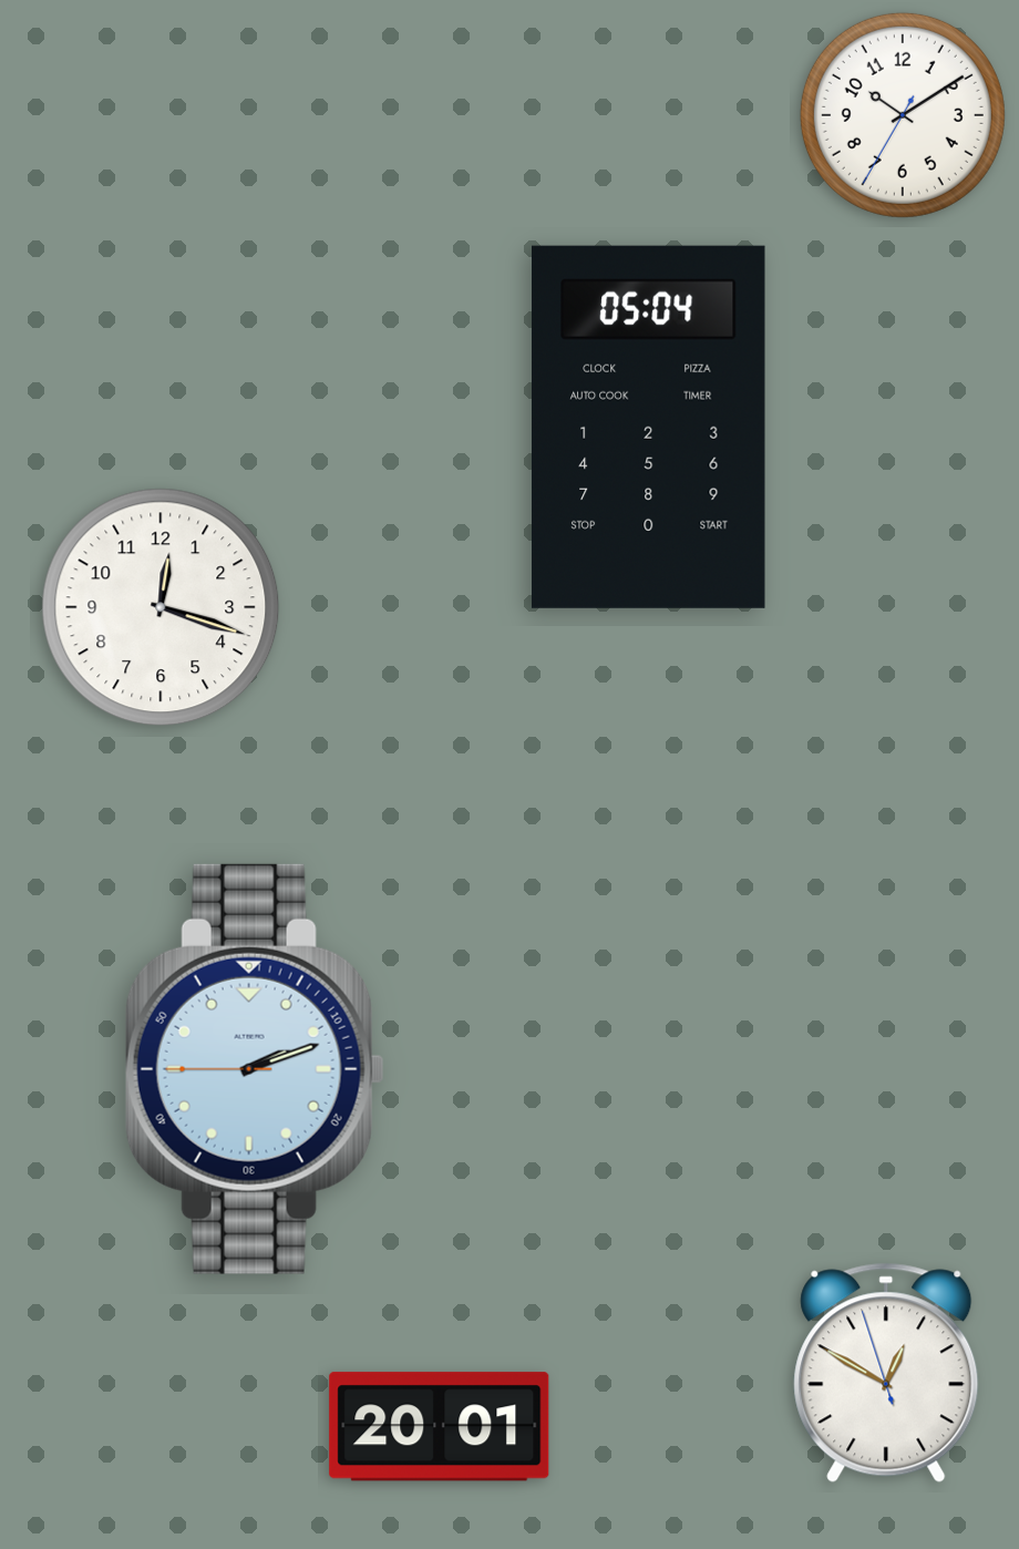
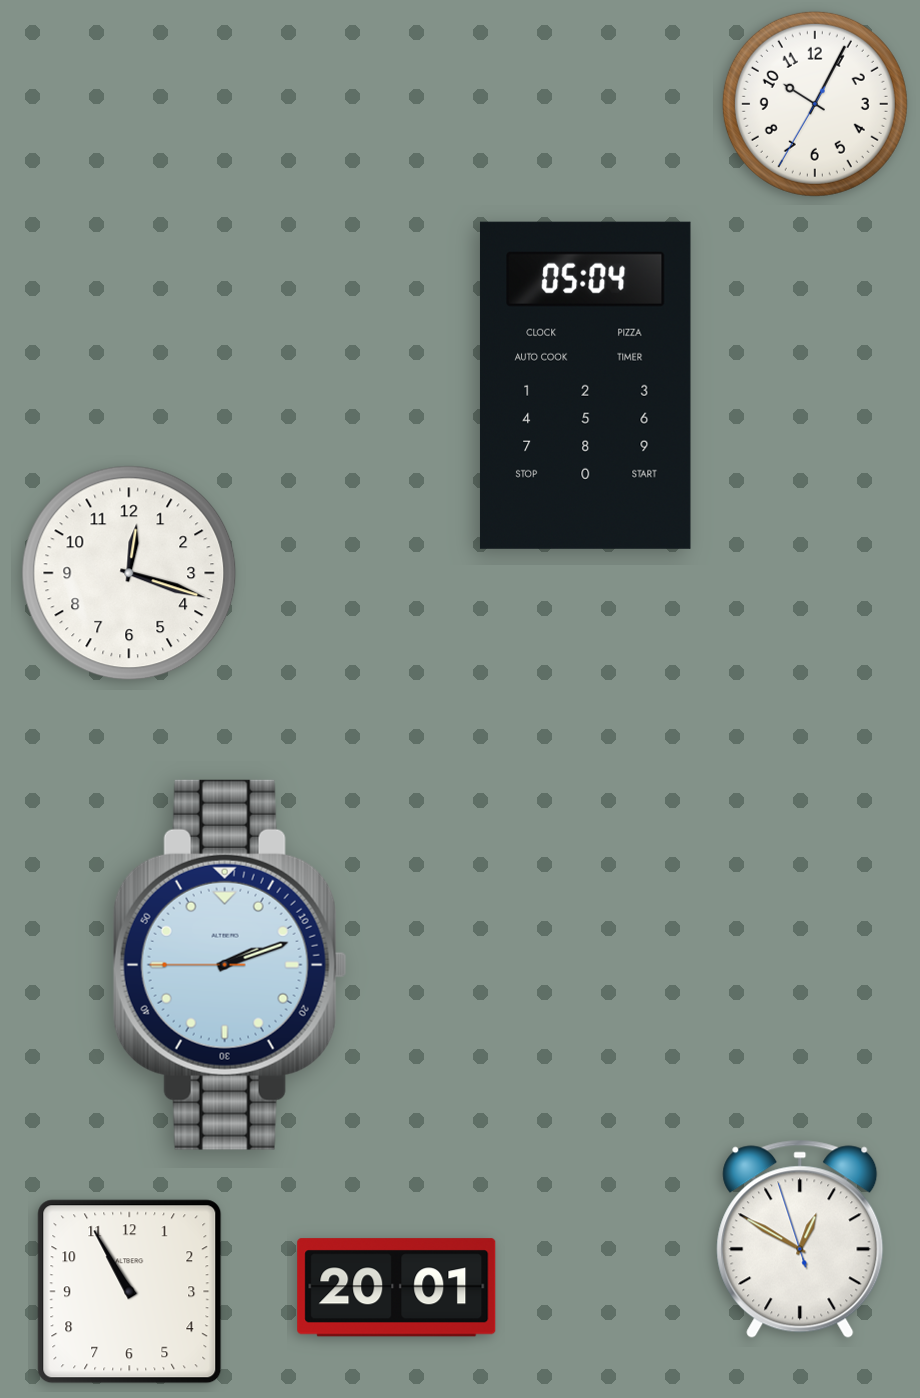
clock at (903, 115): 10:09 -> 10:04
clock at (161, 607) position: (161, 607) -> (129, 573)
clock at (130, 1292): none -> 10:55
